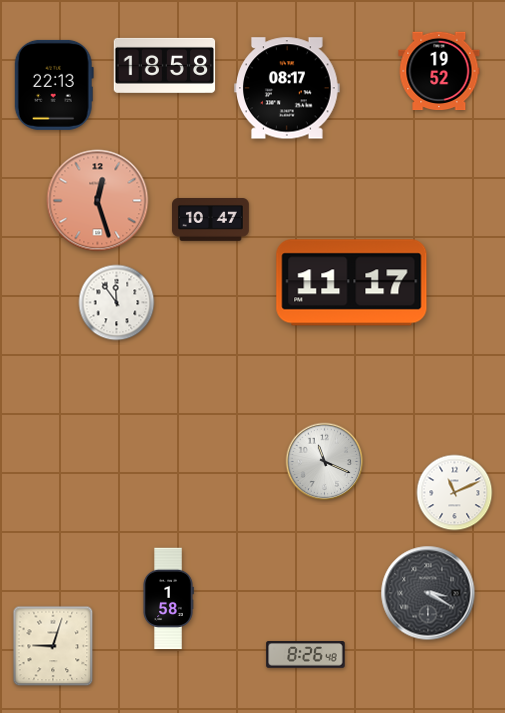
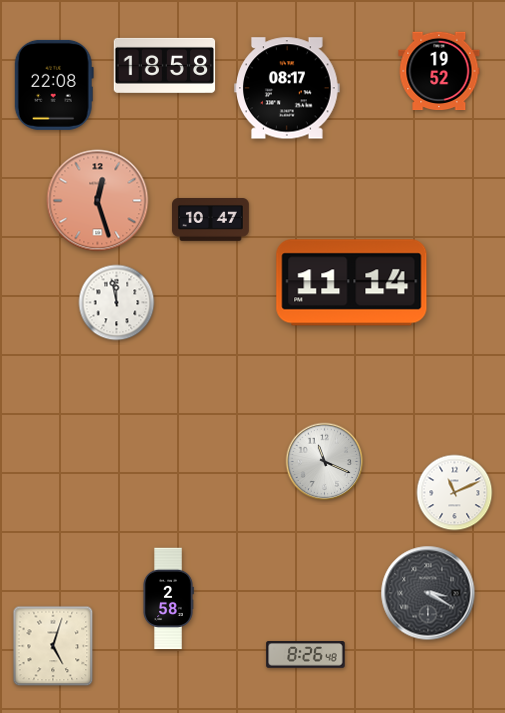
clock at (54, 85): 22:13 -> 22:08
clock at (352, 283): 11:17 -> 11:14
clock at (117, 303): 11:54 -> 11:58
clock at (168, 599): 1:58 -> 2:58
clock at (53, 646): 9:03 -> 5:03
